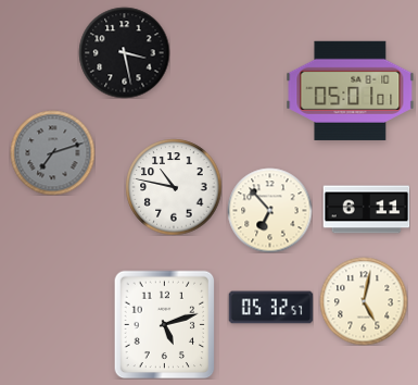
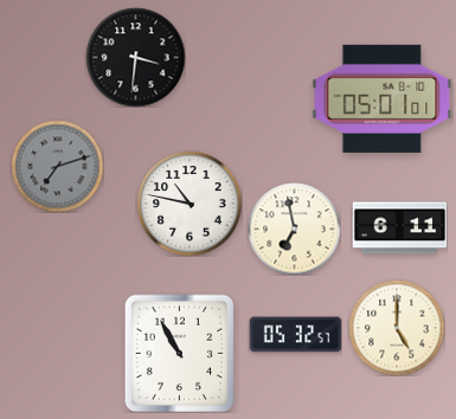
clock at (124, 52): 3:28 -> 3:31
clock at (269, 210): 6:53 -> 6:58
clock at (364, 301): 5:02 -> 5:00
clock at (165, 324): 5:12 -> 10:55
